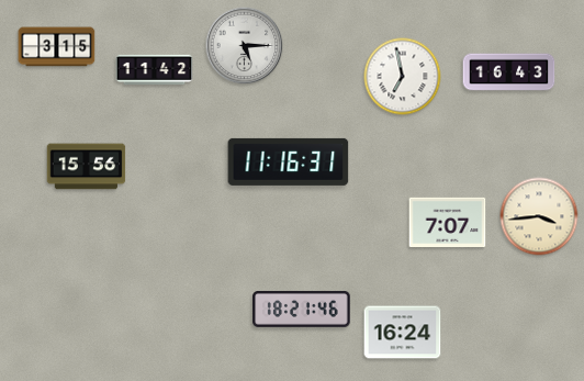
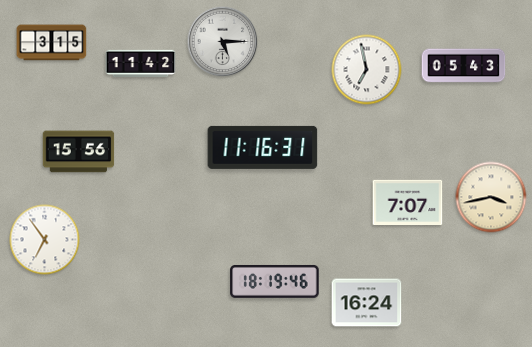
clock at (509, 72): 16:43 -> 05:43
clock at (539, 216): 3:44 -> 3:43
clock at (45, 240): none -> 6:54
clock at (302, 310): 18:21 -> 18:19
